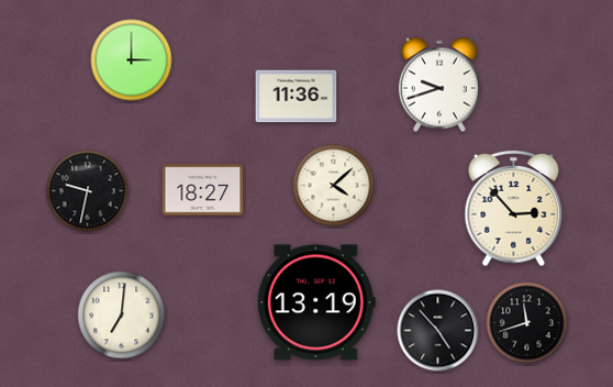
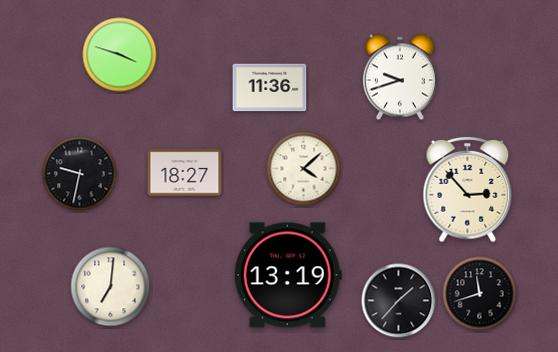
clock at (132, 60): 3:00 -> 3:48
clock at (438, 331): 4:53 -> 1:37
